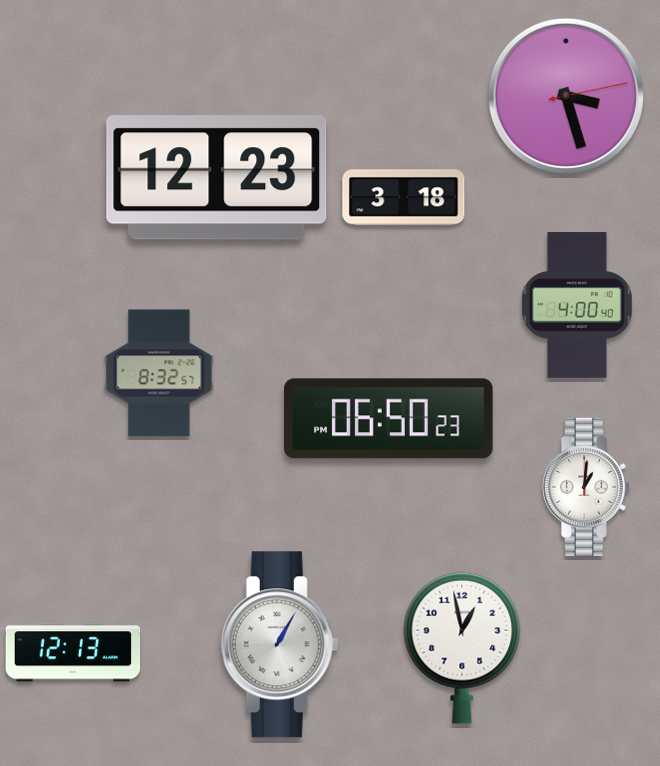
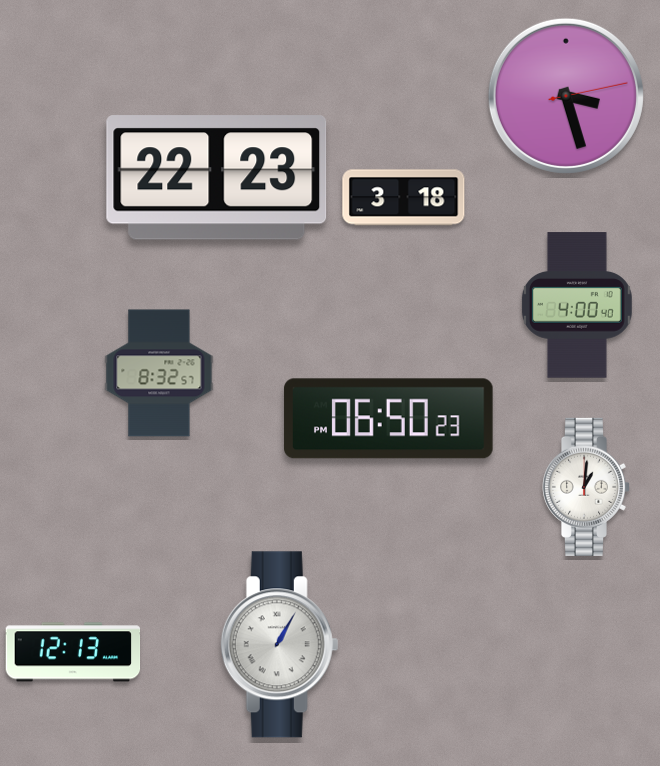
clock at (217, 178): 12:23 -> 22:23
clock at (462, 648): 12:58 -> none
